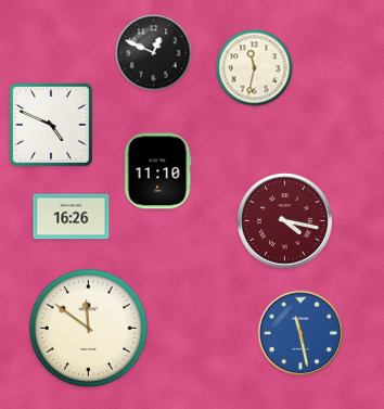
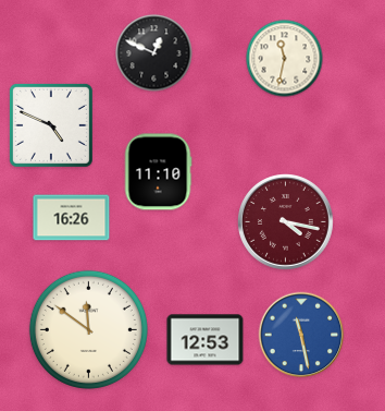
clock at (255, 68) position: (255, 68) -> (285, 59)
clock at (206, 340): none -> 12:53
